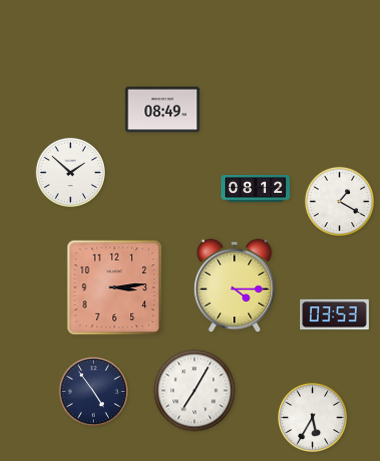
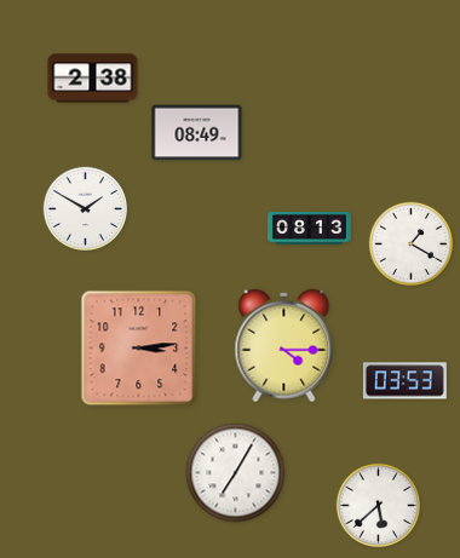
clock at (93, 79): none -> 2:38
clock at (71, 173): 1:52 -> 1:50
clock at (256, 188): 08:12 -> 08:13
clock at (94, 392): 4:54 -> none
clock at (313, 418): 5:35 -> 5:38
